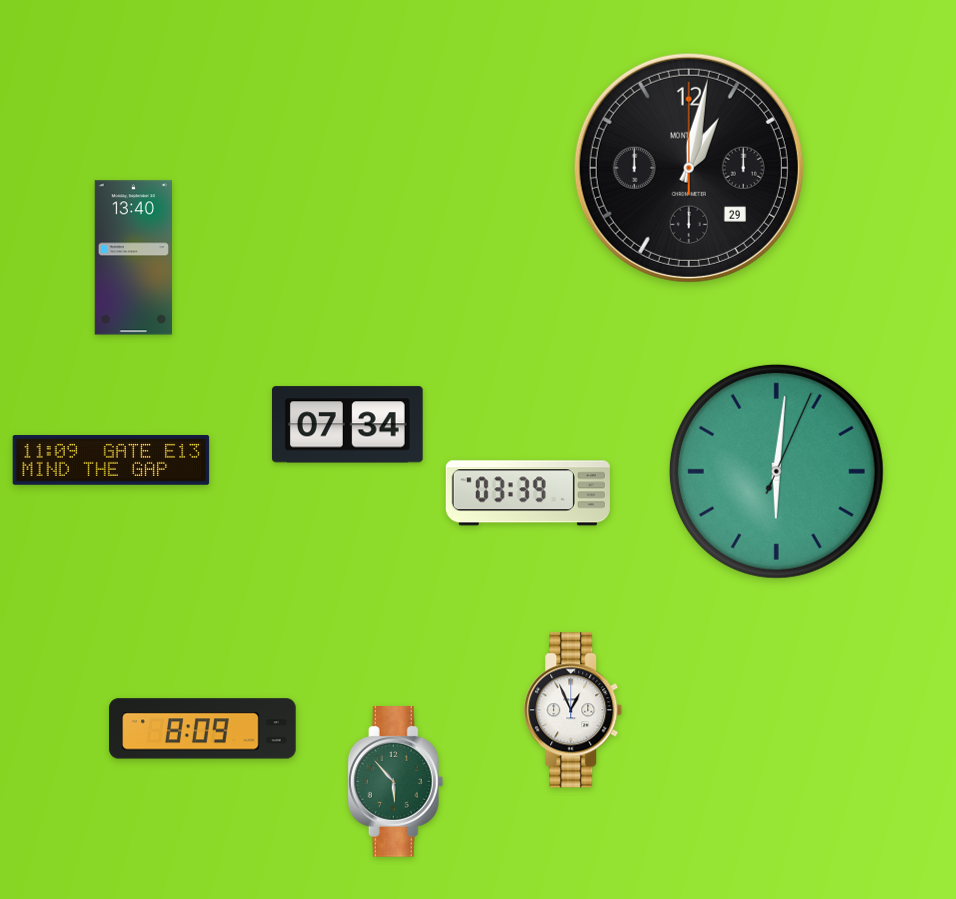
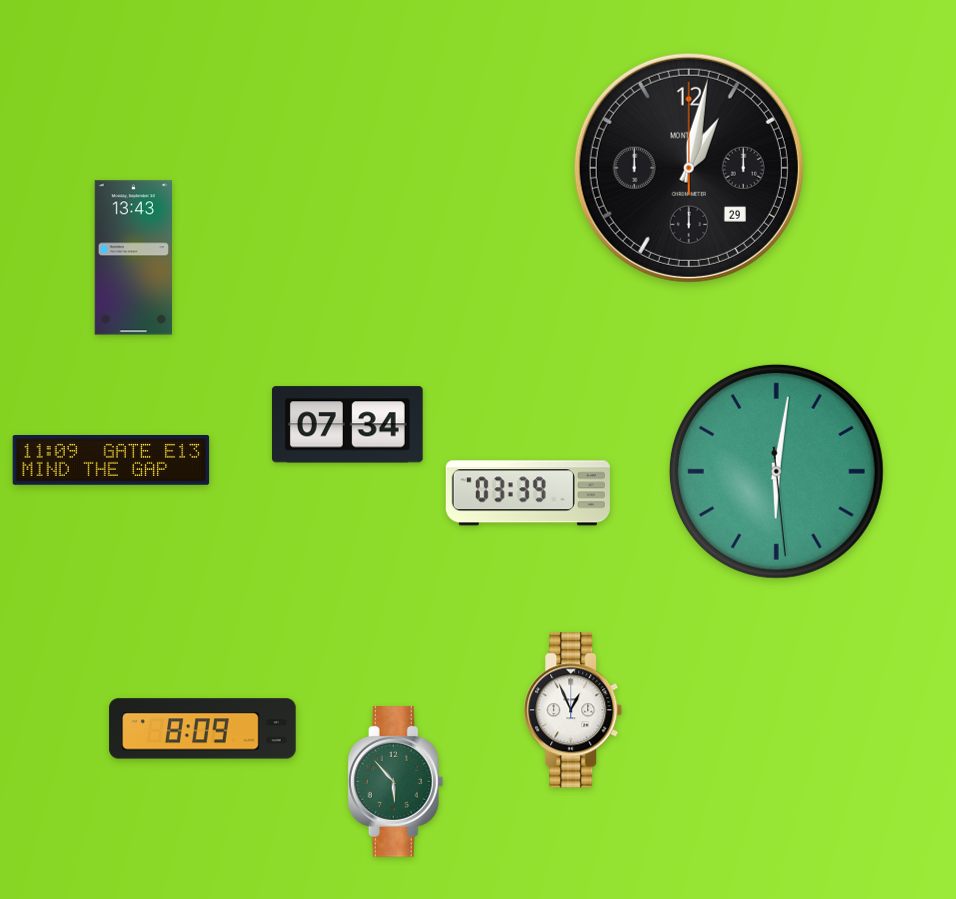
clock at (134, 258): 13:40 -> 13:43
clock at (776, 471): 6:01:04 -> 6:01:29
